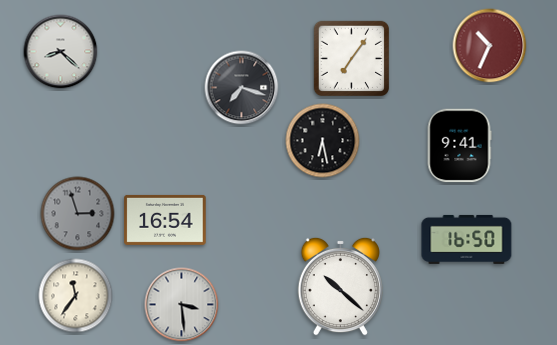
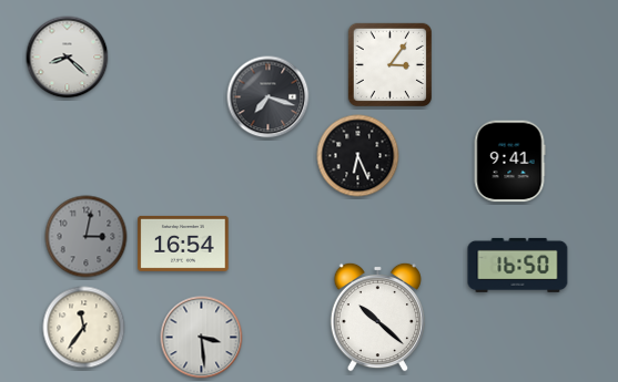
clock at (490, 46): 10:34 -> none
clock at (351, 58): 7:06 -> 3:06
clock at (323, 141): 6:28 -> 6:26
clock at (78, 214): 2:57 -> 3:02
